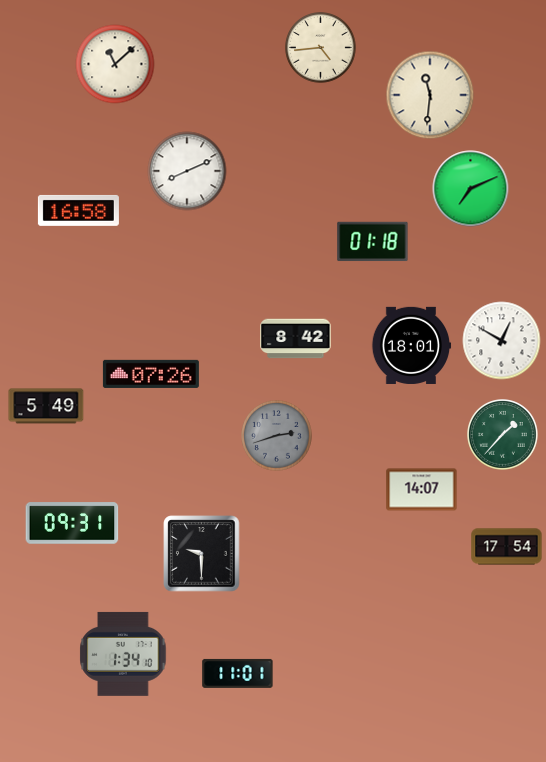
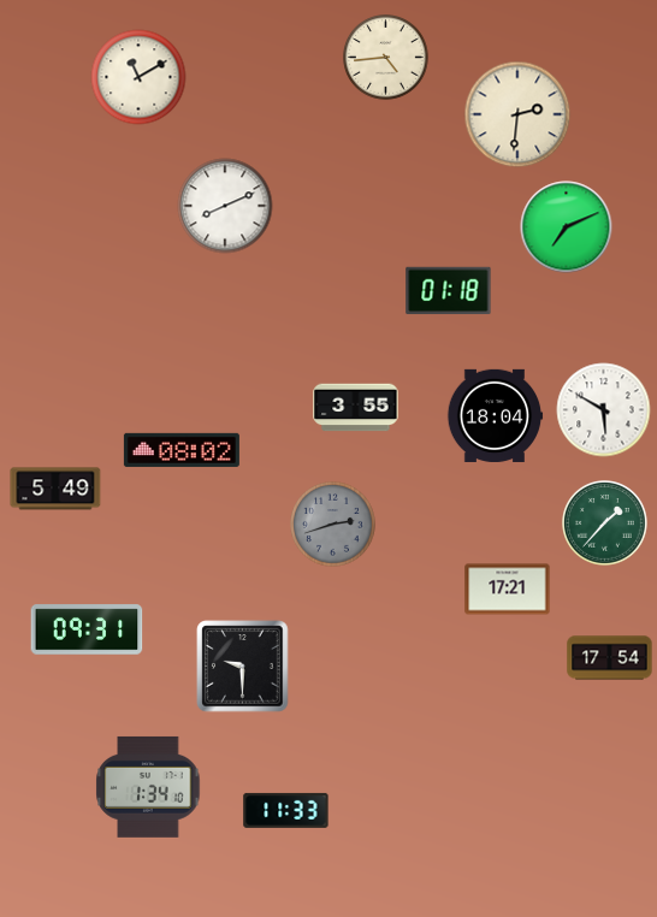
clock at (115, 64): 11:08 -> 11:10
clock at (430, 95): 11:31 -> 2:31
clock at (78, 210): 16:58 -> none
clock at (296, 339): 8:42 -> 3:55
clock at (502, 341): 12:50 -> 5:50
clock at (411, 345): 18:01 -> 18:04
clock at (151, 374): 07:26 -> 08:02
clock at (422, 490): 14:07 -> 17:21
clock at (238, 673): 11:01 -> 11:33
